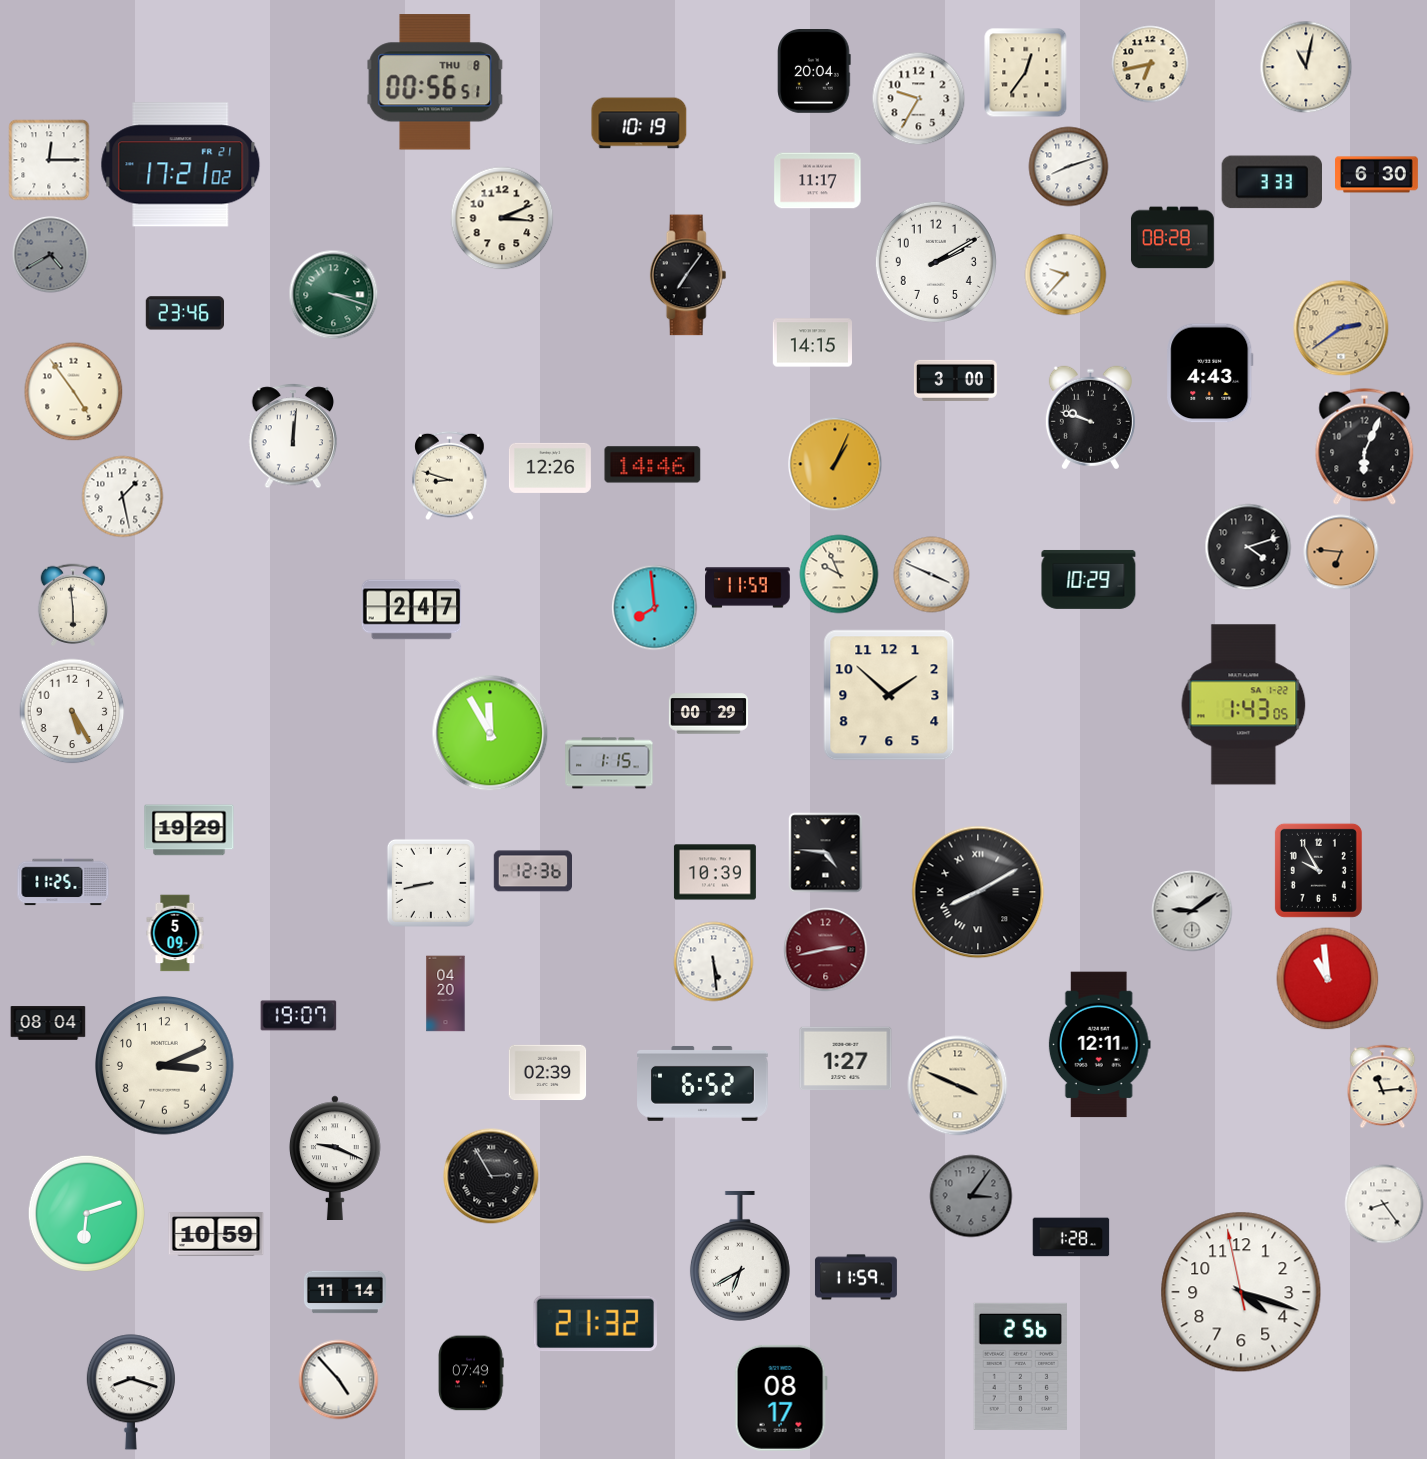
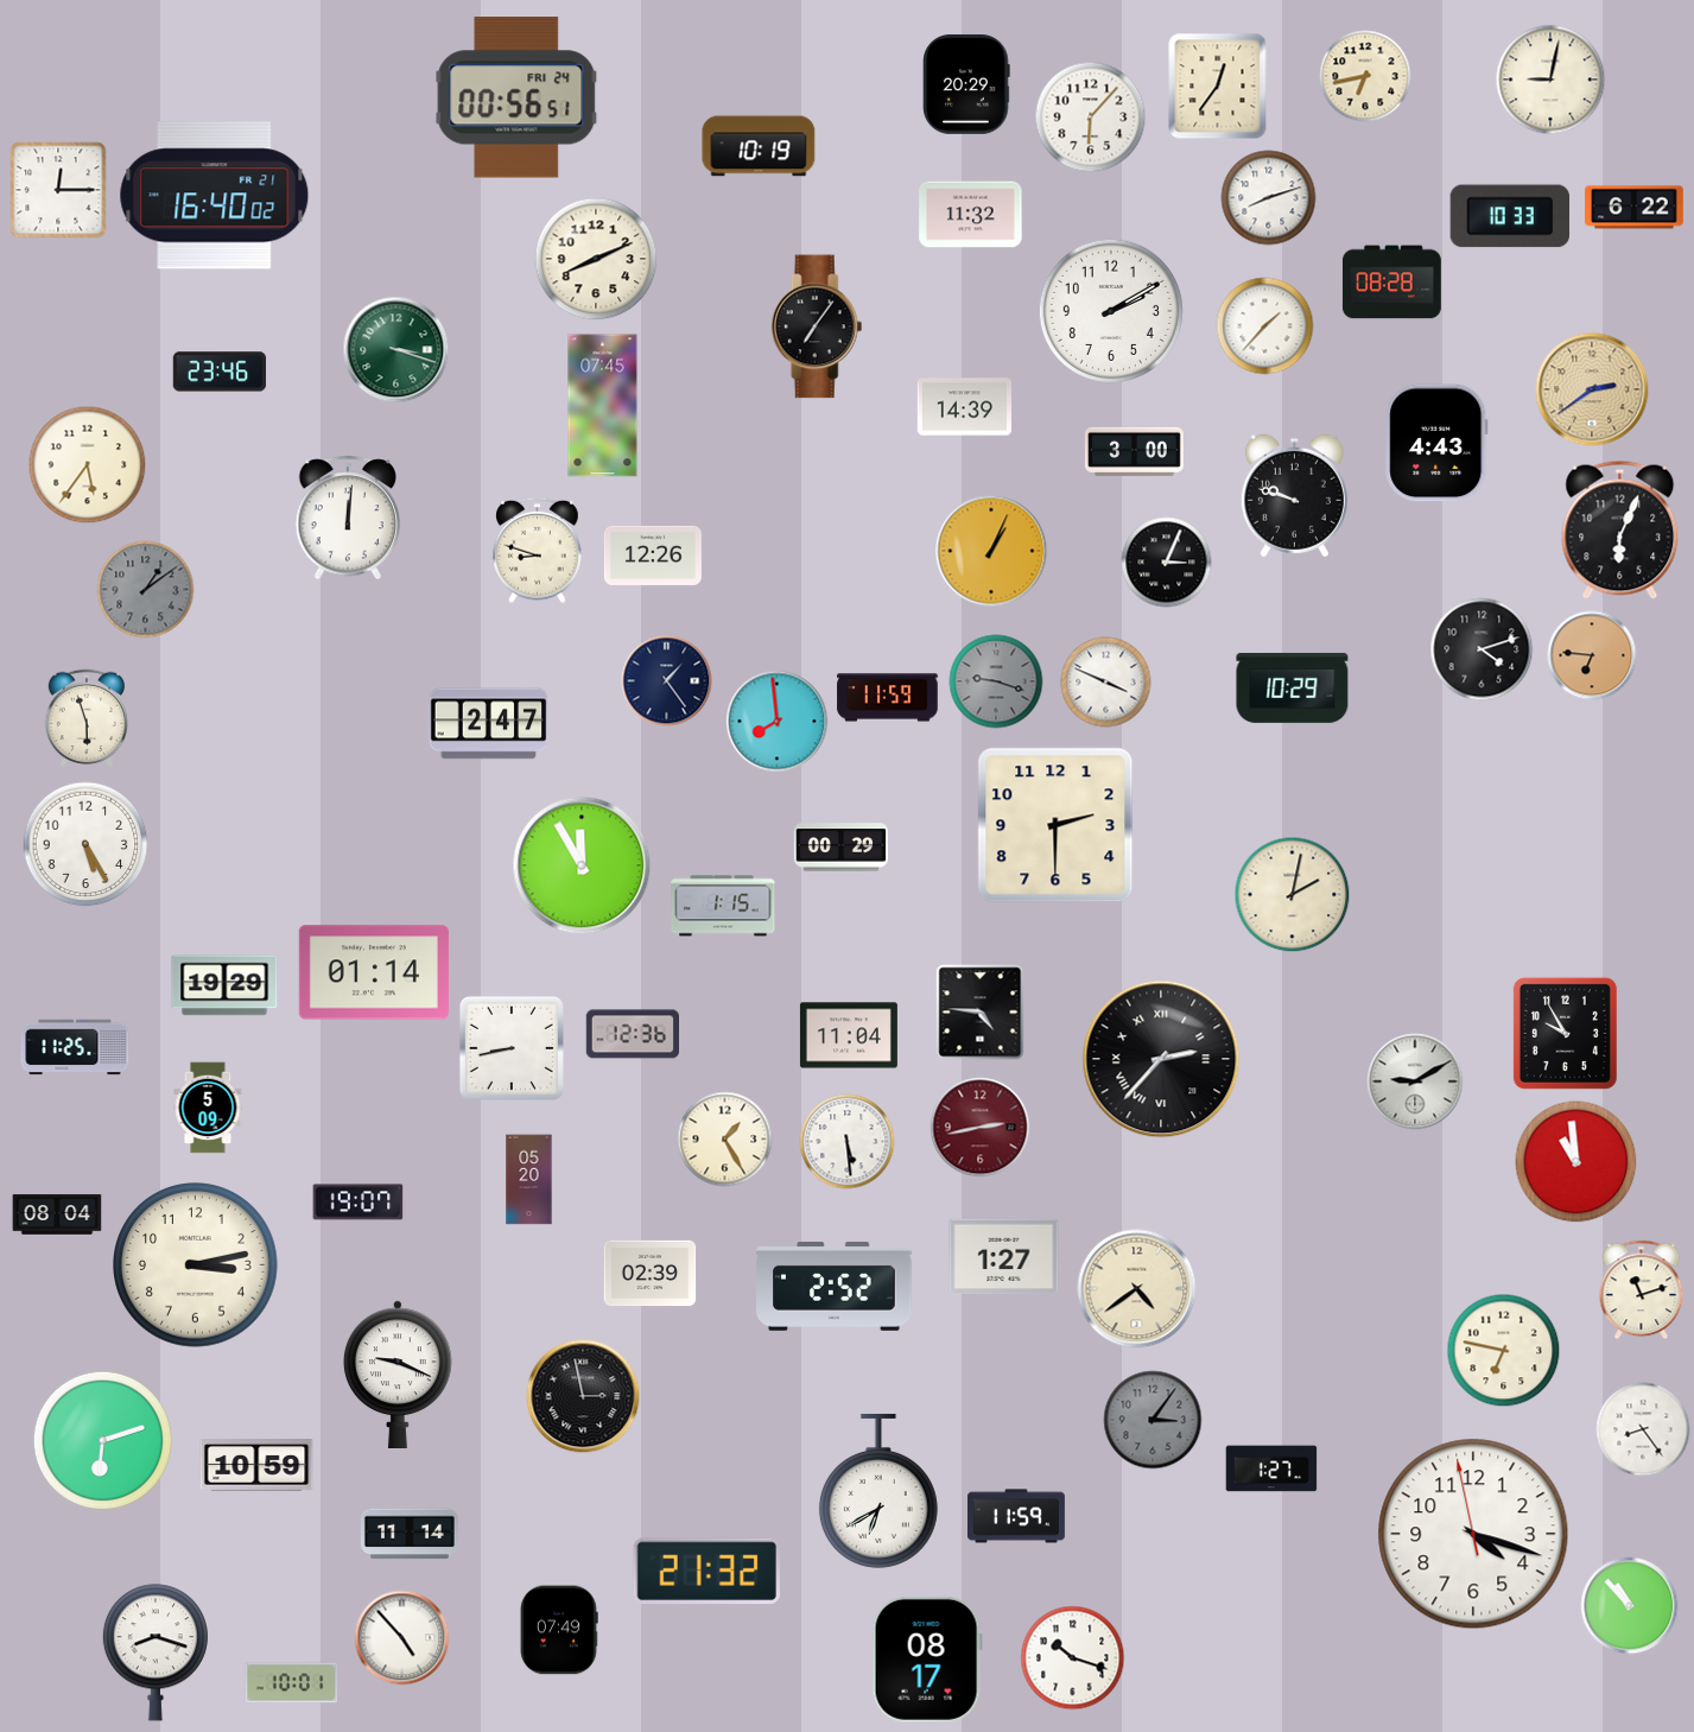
clock at (1306, 67): 11:02 -> 9:02
clock at (814, 71): 20:04 -> 20:29
clock at (435, 82) date: THU 8 -> FRI 24
clock at (919, 99): 9:35 -> 6:07
clock at (181, 165): 17:21 -> 16:40
clock at (1377, 175): 6:30 -> 6:22
clock at (818, 181): 11:17 -> 11:32
clock at (1271, 182): 3:33 -> 10:33
clock at (502, 218): 3:11 -> 8:11
clock at (51, 255): 4:40 -> none
clock at (1066, 275): 9:37 -> 1:37
clock at (603, 406): none -> 07:45
clock at (812, 343): 14:15 -> 14:39
clock at (74, 392): 4:54 -> 5:36
clock at (653, 465): 14:46 -> none
clock at (1167, 563): none -> 3:04
clock at (450, 476) position: (450, 476) -> (538, 551)
clock at (123, 497): 1:28 -> 1:09
clock at (123, 497) dial: white -> grey
clock at (667, 681): none -> 1:24
clock at (839, 574): 9:56 -> 9:18
clock at (839, 574) dial: cream -> grey
clock at (73, 604): 5:59 -> 5:57
clock at (889, 695): 1:52 -> 2:30
clock at (1244, 705): 1:43 -> none
clock at (490, 733) position: (490, 733) -> (582, 865)
clock at (1293, 895): none -> 2:02
clock at (374, 972): none -> 01:14
clock at (715, 872): 10:39 -> 11:04
clock at (978, 892): 8:10 -> 2:37
clock at (1192, 911): 9:09 -> 9:10
clock at (725, 1140): none -> 1:25
clock at (446, 994): 04:20 -> 05:20
clock at (299, 1016) position: (299, 1016) -> (359, 1203)
clock at (1099, 1045): 12:11 -> none
clock at (165, 1066): 3:11 -> 3:13
clock at (703, 1083): 6:52 -> 2:52
clock at (958, 1086): 3:49 -> 4:39
clock at (1383, 1087): 11:14 -> 11:12
clock at (1504, 1351): none -> 6:47
clock at (491, 1176): 2:55 -> 2:58
clock at (1071, 1237): 1:28 -> 1:27
clock at (1630, 1606): none -> 10:53
clock at (1020, 1366): 2:56 -> none
clock at (1073, 1658): none -> 10:18
clock at (292, 1683): none -> 10:01
